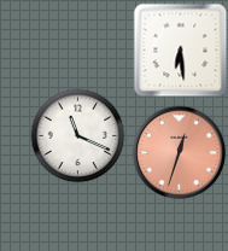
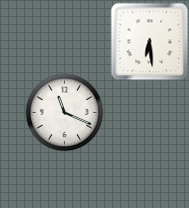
clock at (179, 152): 12:33 -> none
